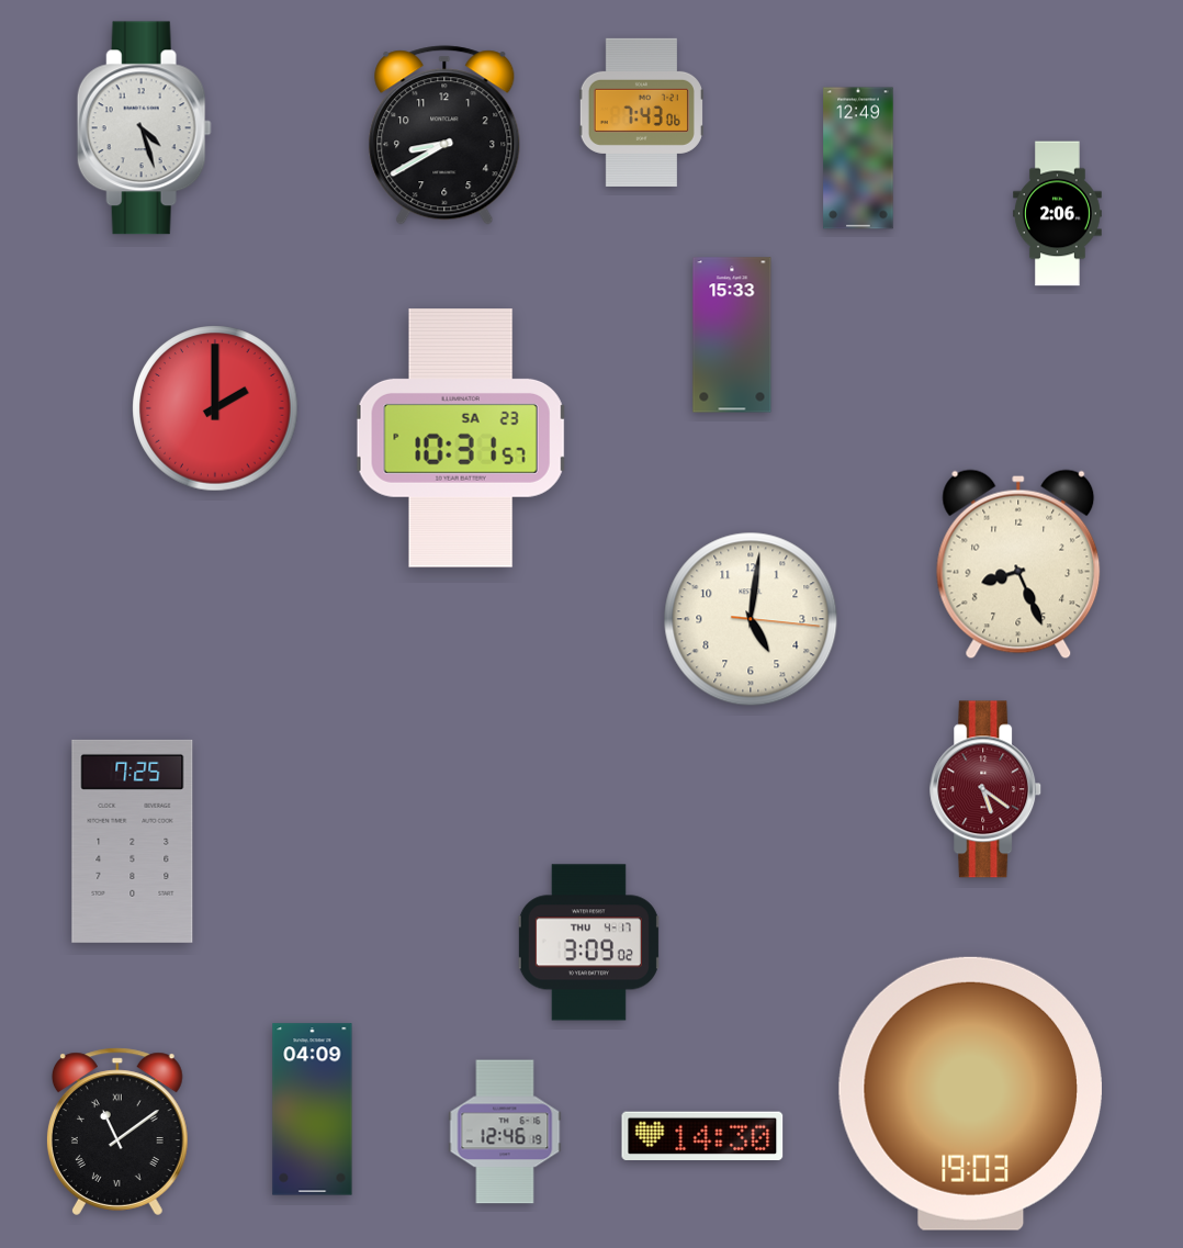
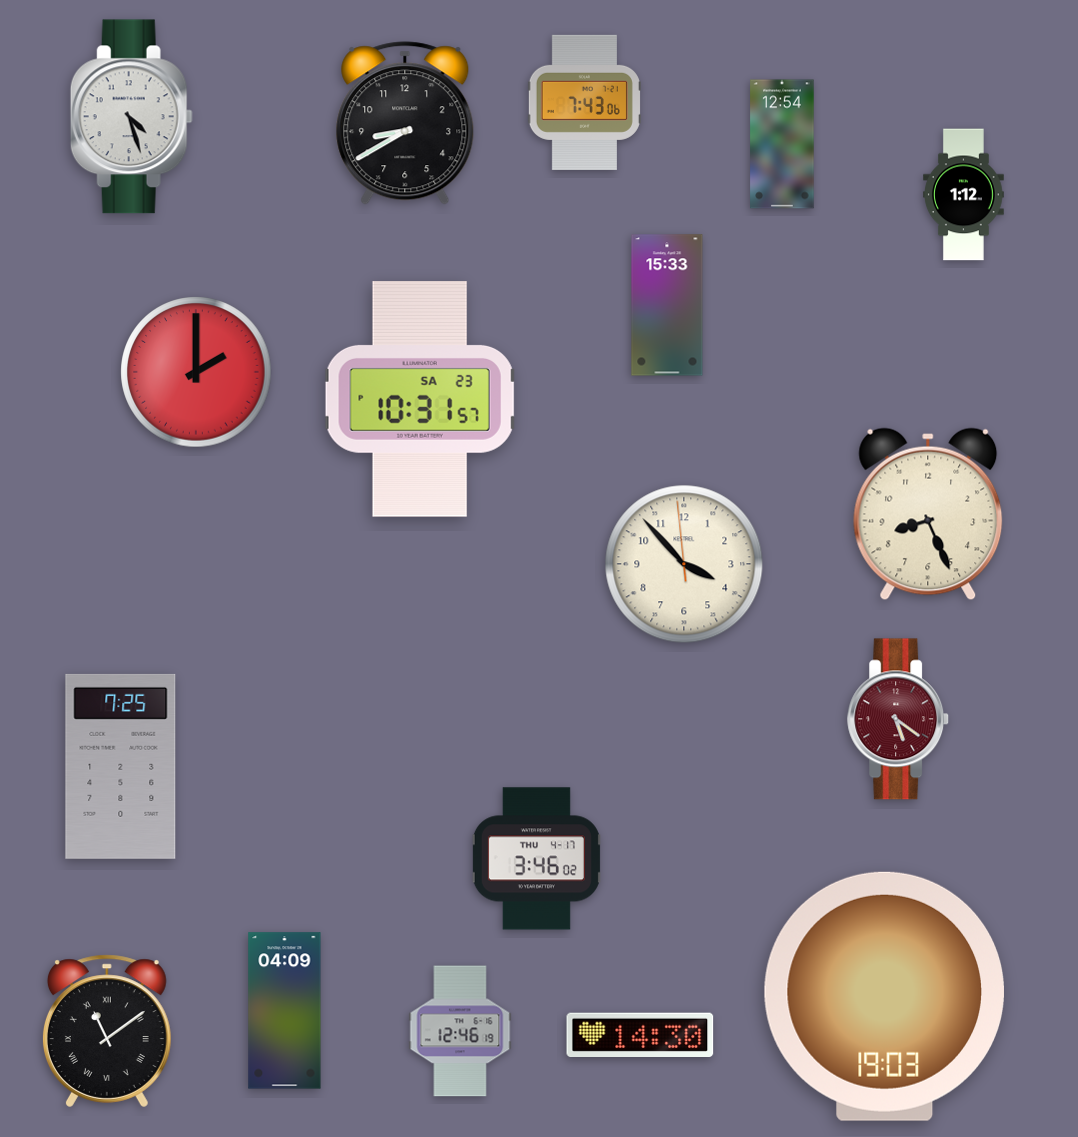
clock at (858, 158): 12:49 -> 12:54
clock at (1058, 214): 2:06 -> 1:12
clock at (751, 619): 5:01 -> 3:52
clock at (588, 943): 3:09 -> 3:46
